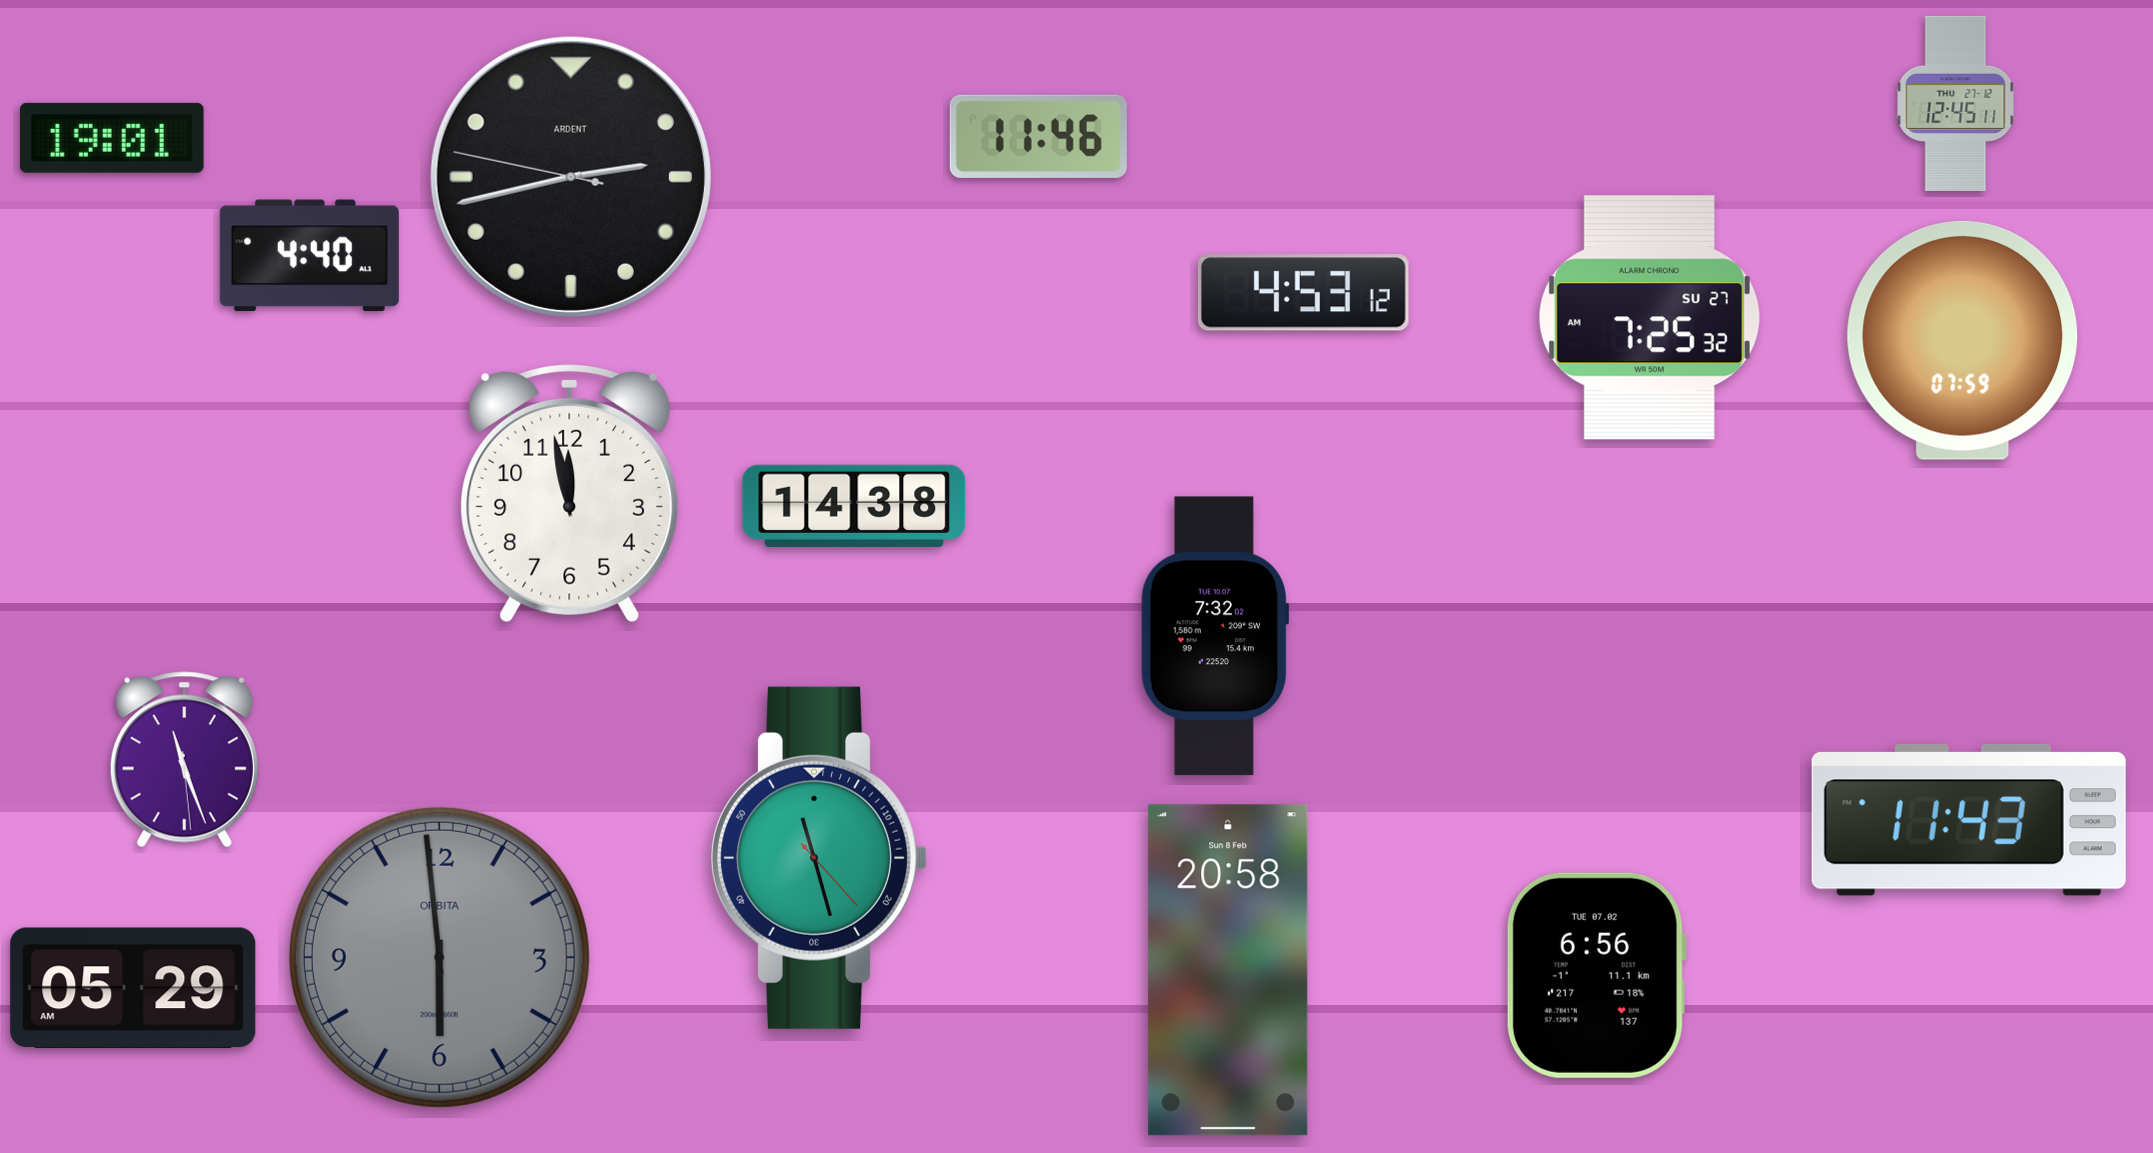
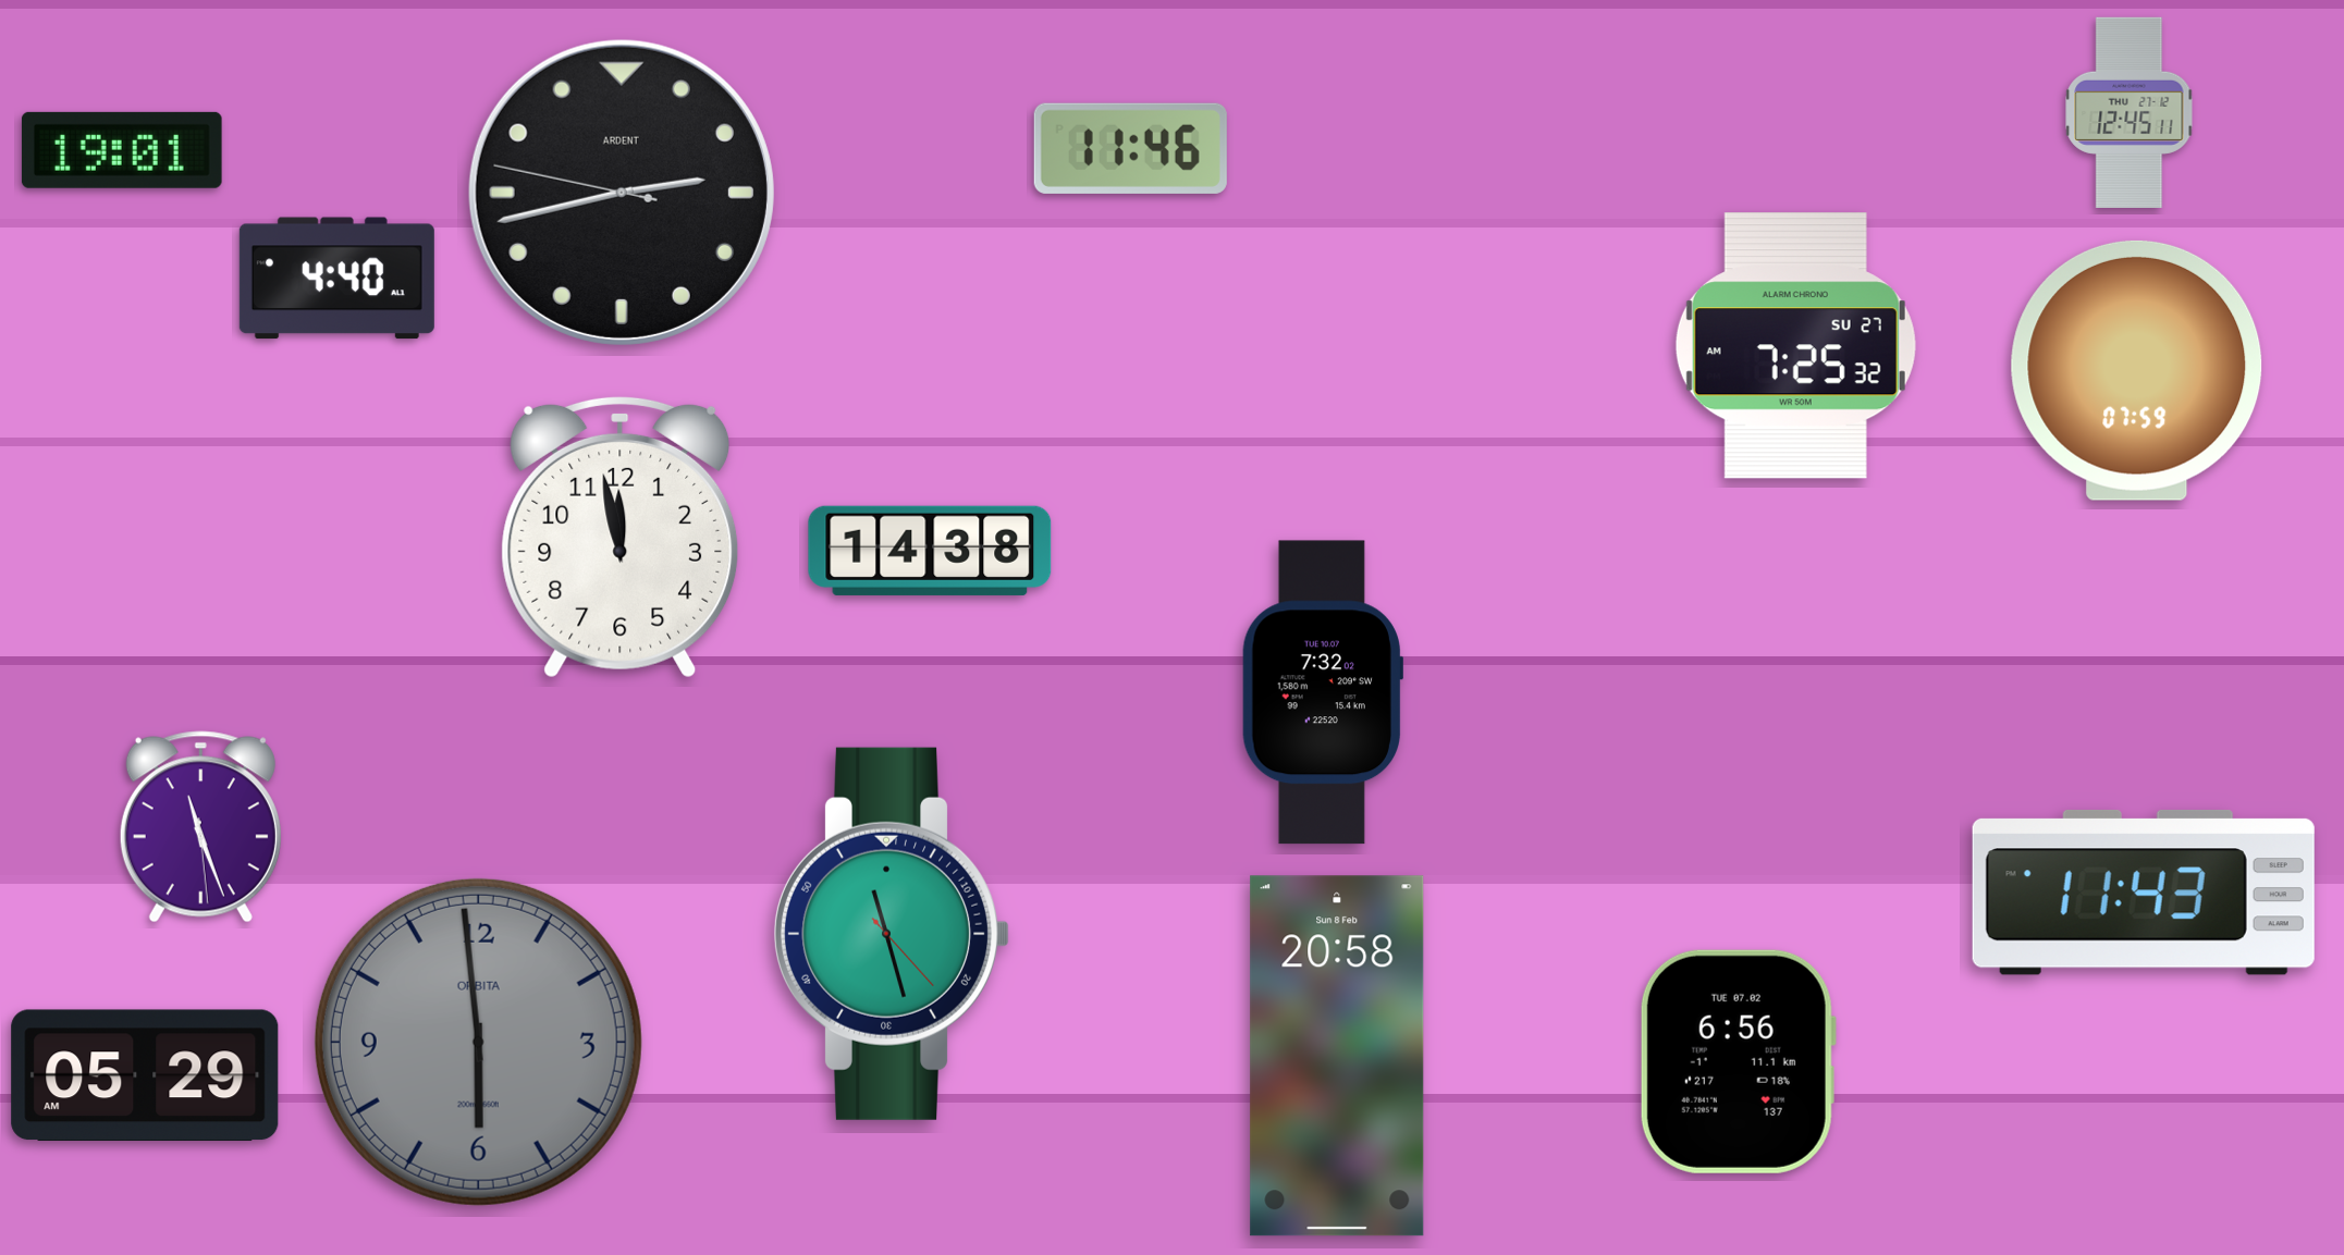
clock at (1303, 293): 4:53 -> none
